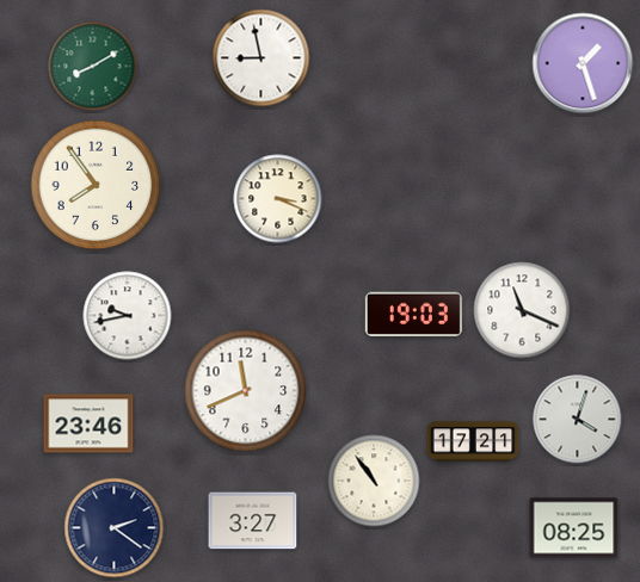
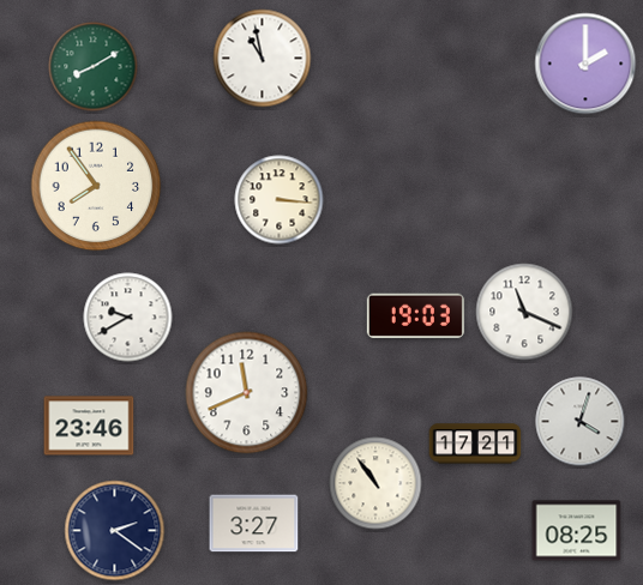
clock at (261, 58): 8:58 -> 10:58
clock at (583, 63): 1:27 -> 2:00
clock at (278, 199): 3:19 -> 3:16
clock at (128, 316): 9:43 -> 9:40
